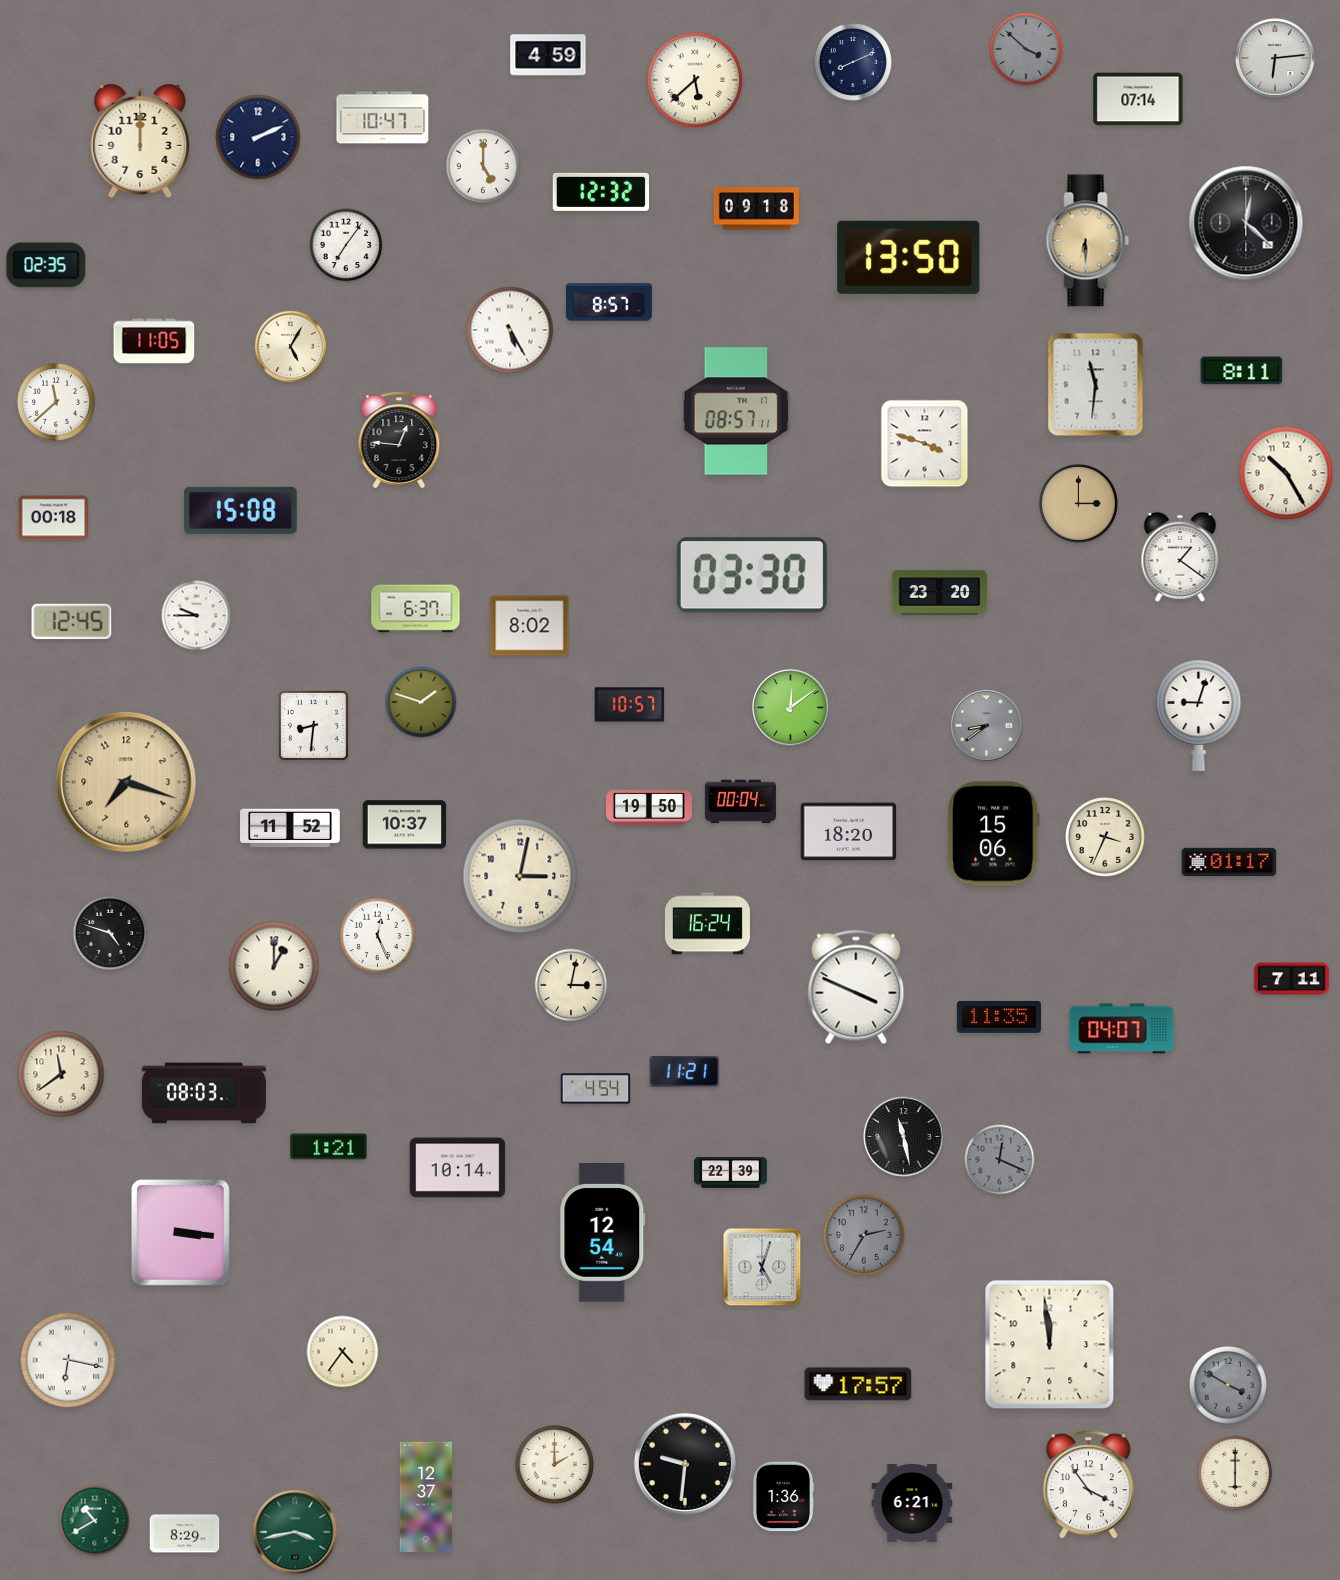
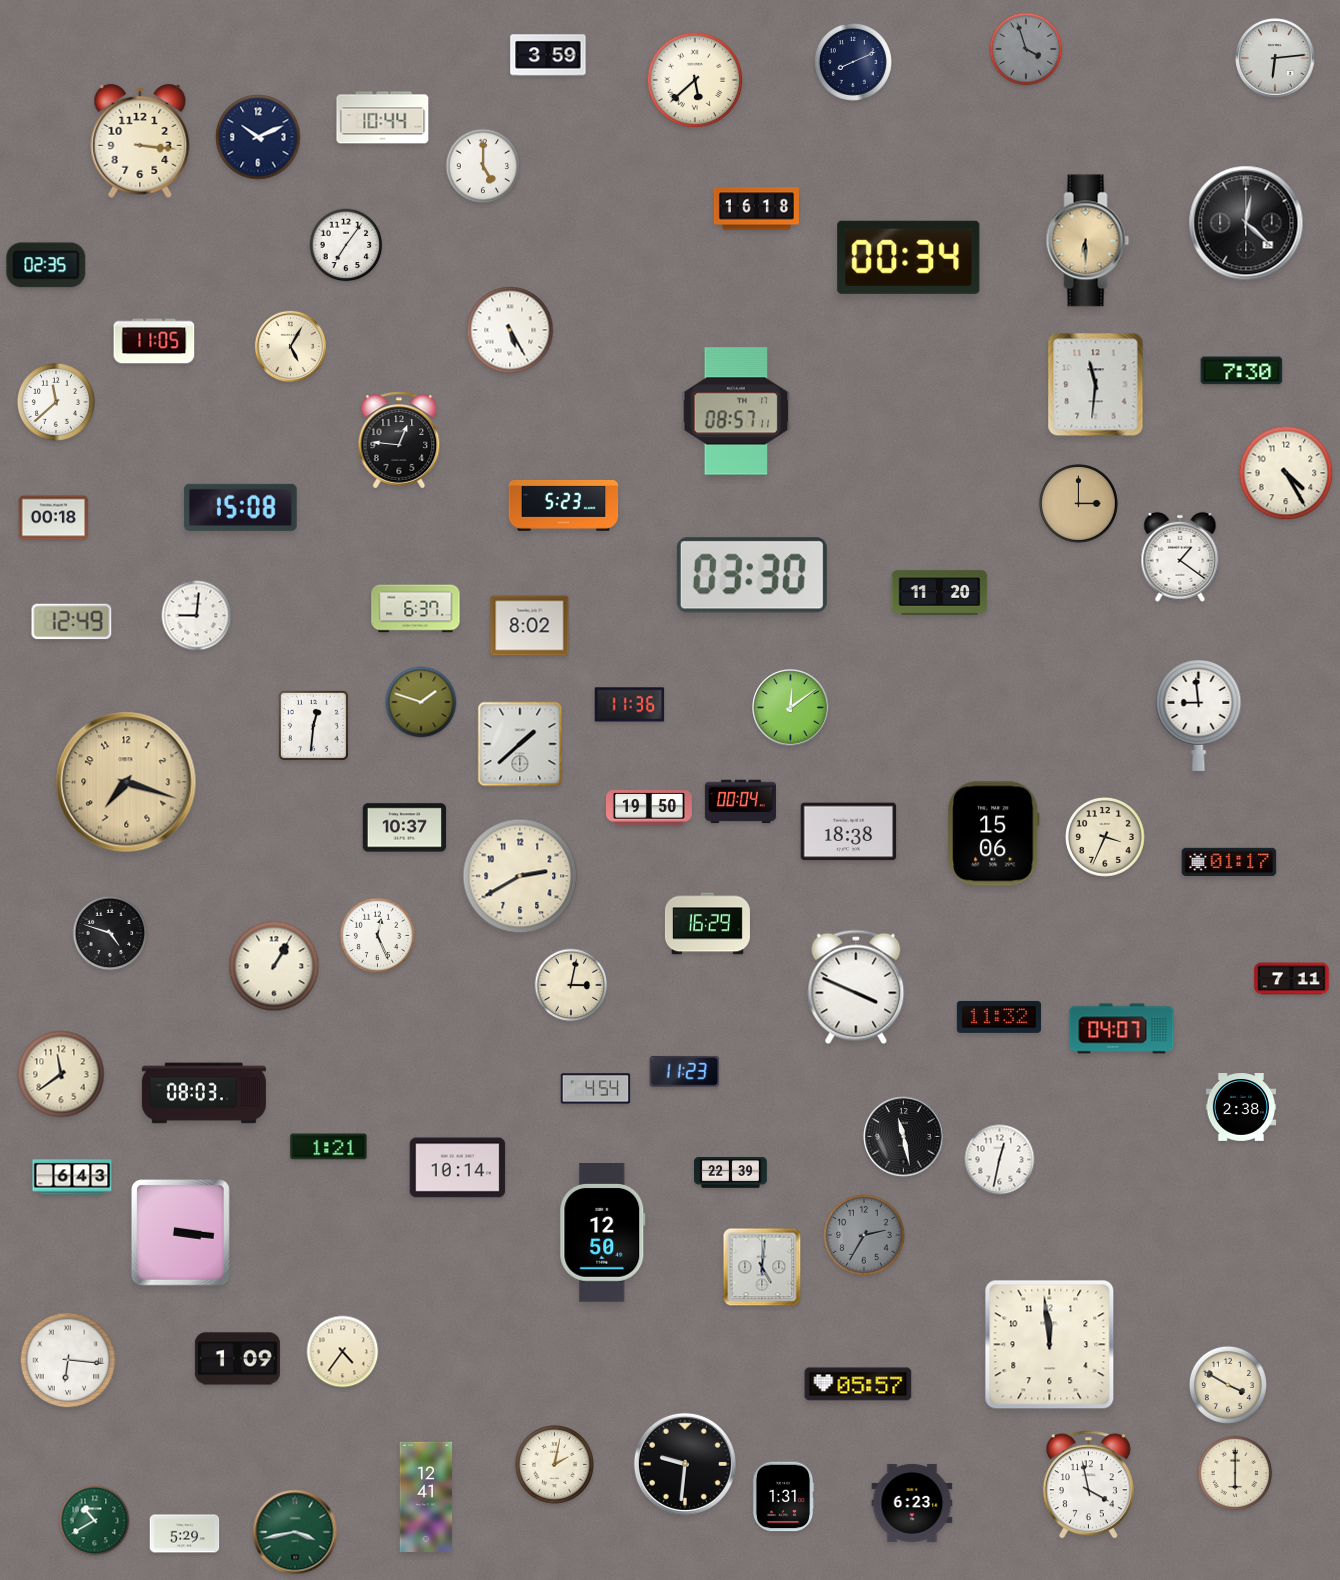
clock at (1026, 49): 3:52 -> 3:57
clock at (548, 55): 4:59 -> 3:59
clock at (1138, 99): 07:14 -> none
clock at (383, 118): 10:47 -> 10:44
clock at (258, 137): 2:11 -> 10:11
clock at (140, 141): 12:00 -> 3:16
clock at (600, 192): 12:32 -> none
clock at (756, 209): 09:18 -> 16:18
clock at (909, 257): 13:50 -> 00:34
clock at (610, 302): 8:57 -> none
clock at (1242, 371): 8:11 -> 7:30
clock at (925, 444): 3:48 -> none
clock at (1286, 473): 10:25 -> 4:25
clock at (564, 505): none -> 5:23
clock at (240, 510) position: (240, 510) -> (240, 507)
clock at (940, 593): 23:20 -> 11:20
clock at (197, 616): 9:45 -> 9:01
clock at (72, 622): 12:45 -> 12:49
clock at (630, 705): 10:57 -> 11:36
clock at (1199, 715): 9:03 -> 8:59
clock at (313, 725): 8:31 -> 12:31
clock at (986, 725): 8:39 -> none
clock at (520, 744): none -> 1:38
clock at (405, 825) position: (405, 825) -> (405, 828)
clock at (290, 828): 11:52 -> none
clock at (849, 832): 18:20 -> 18:38
clock at (520, 876): 3:02 -> 2:40
clock at (707, 924): 16:24 -> 16:29
clock at (274, 966): 1:00 -> 1:05
clock at (999, 1017): 11:35 -> 11:32
clock at (685, 1071): 11:21 -> 11:23
clock at (1241, 1108): none -> 2:38
clock at (1000, 1160): 12:19 -> 12:32
clock at (1000, 1160) dial: grey -> white
clock at (72, 1177): none -> 6:43
clock at (603, 1233): 12:54 -> 12:50
clock at (762, 1267): 5:03 -> 5:01
clock at (237, 1359): none -> 1:09
clock at (68, 1360): 6:17 -> 6:16
clock at (858, 1384): 17:57 -> 05:57
clock at (1228, 1385) dial: grey -> cream
clock at (554, 1464): 2:00 -> 2:02
clock at (1088, 1485): 3:54 -> 3:58
clock at (426, 1497): 12:37 -> 12:41
clock at (783, 1497): 1:36 -> 1:31
clock at (912, 1503): 6:21 -> 6:23
clock at (185, 1534): 8:29 -> 5:29
